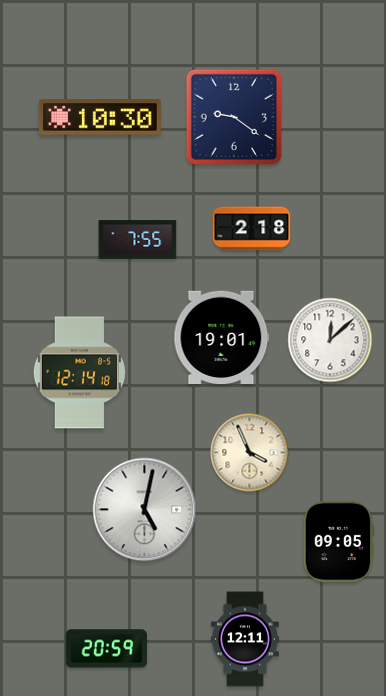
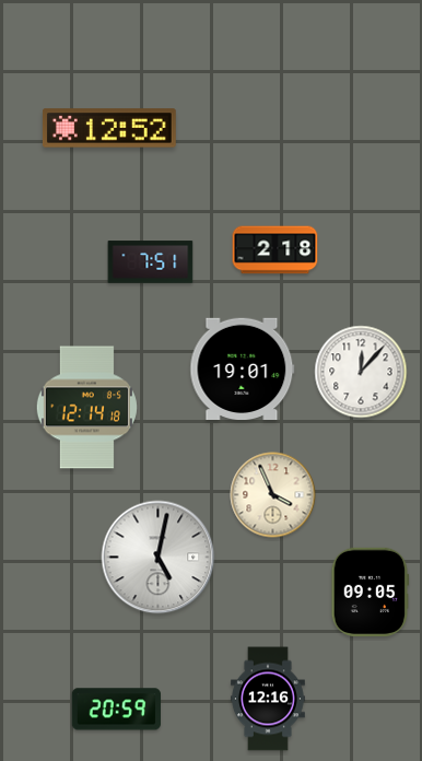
clock at (233, 116): 9:21 -> none
clock at (100, 117): 10:30 -> 12:52
clock at (138, 240): 7:55 -> 7:51
clock at (330, 340): 12:08 -> 12:07
clock at (245, 639): 12:11 -> 12:16
